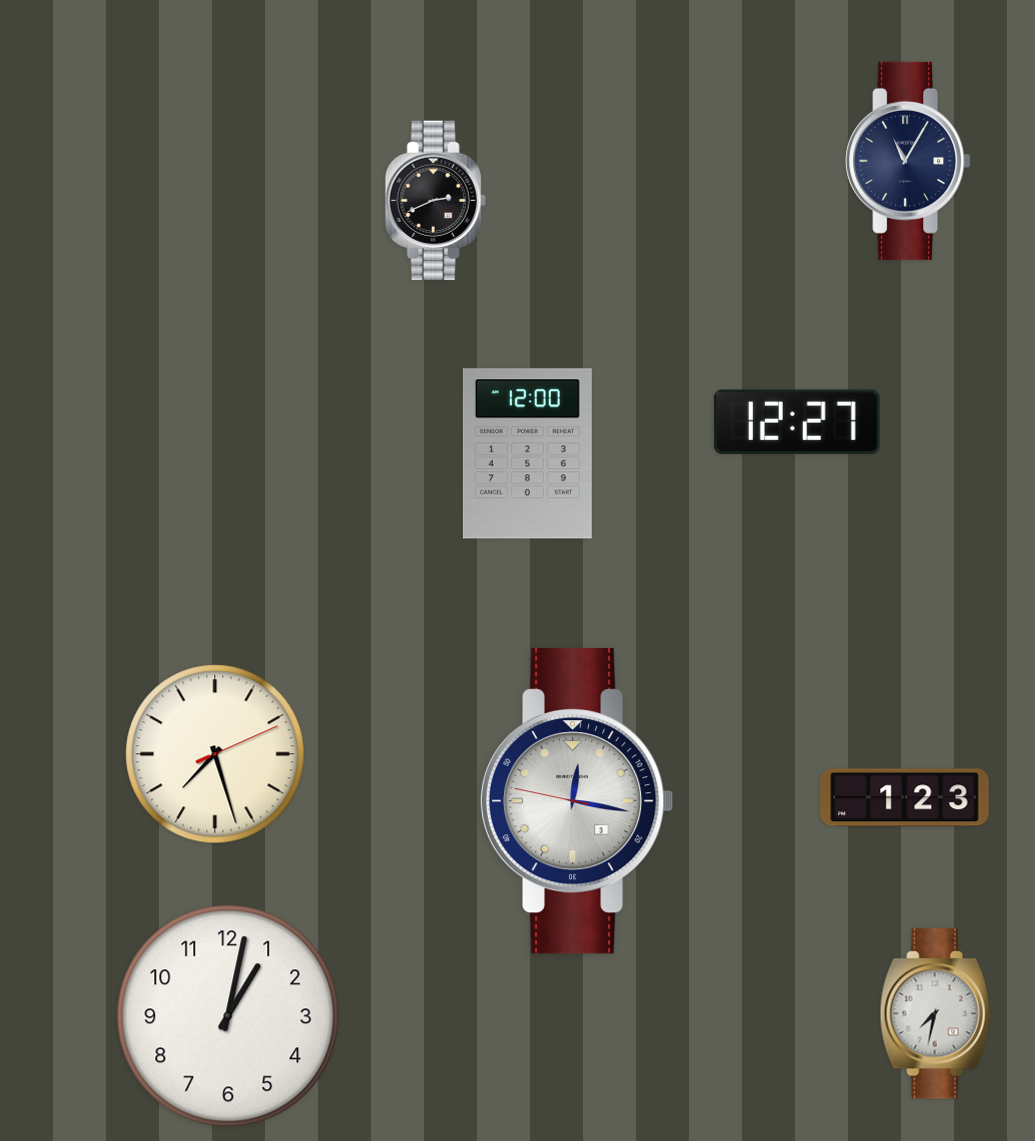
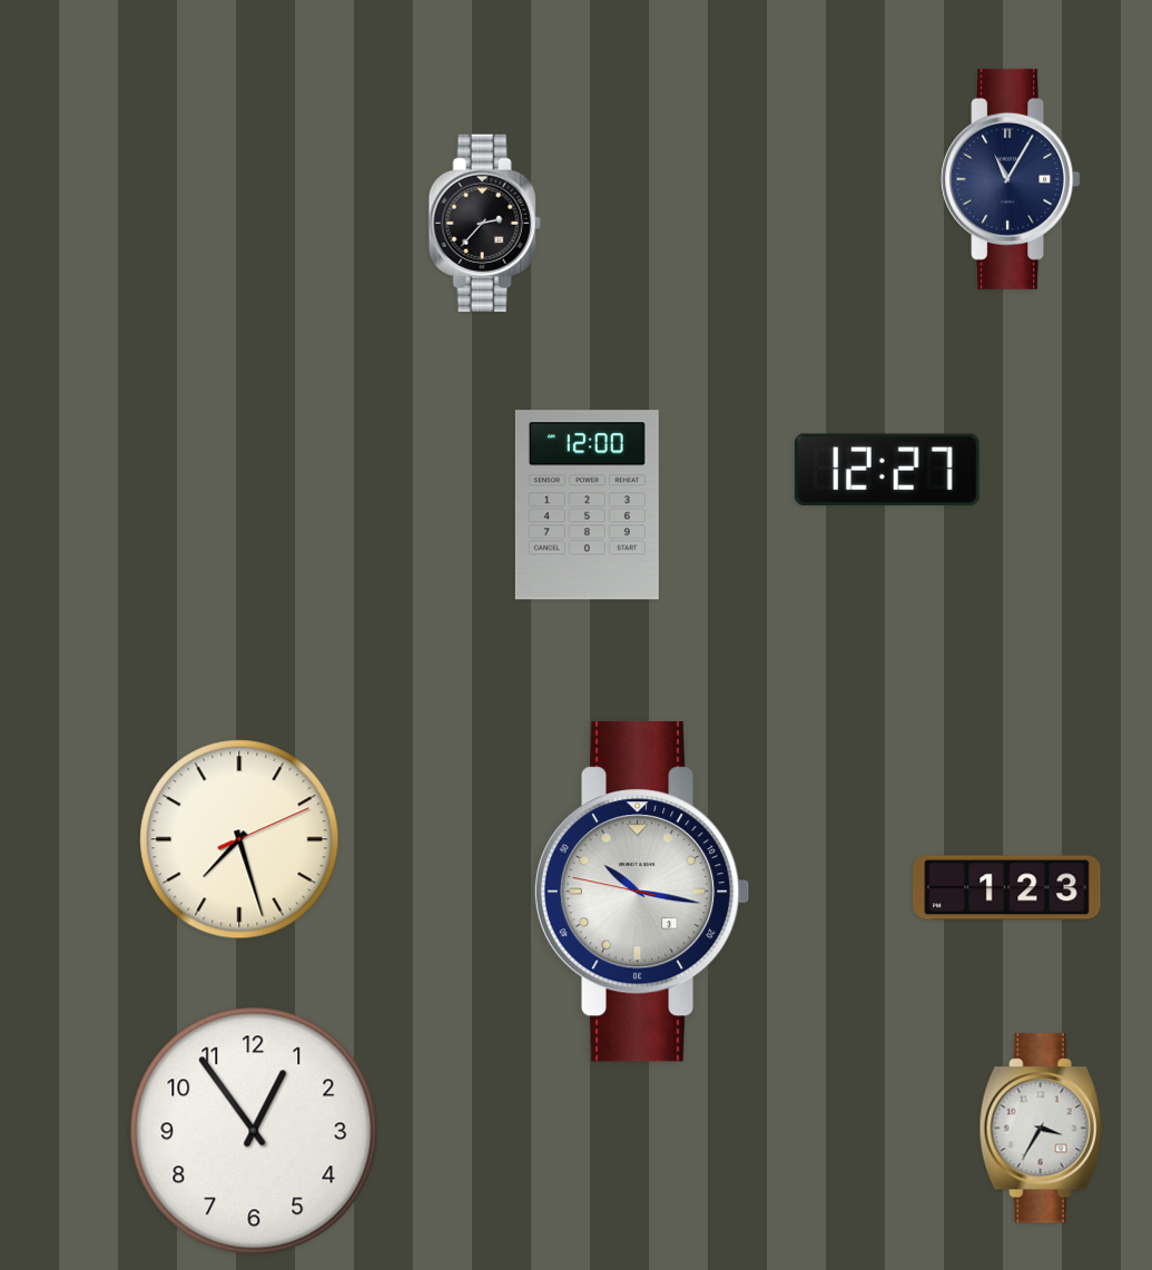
clock at (435, 201): 2:41 -> 2:37
clock at (577, 802): 12:16 -> 10:16
clock at (935, 1014): 7:32 -> 3:35
clock at (228, 1016): 1:02 -> 12:54
